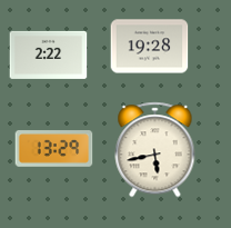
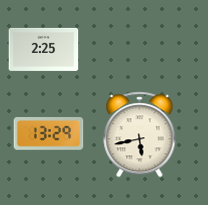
clock at (150, 47): 19:28 -> none
clock at (49, 54): 2:22 -> 2:25
